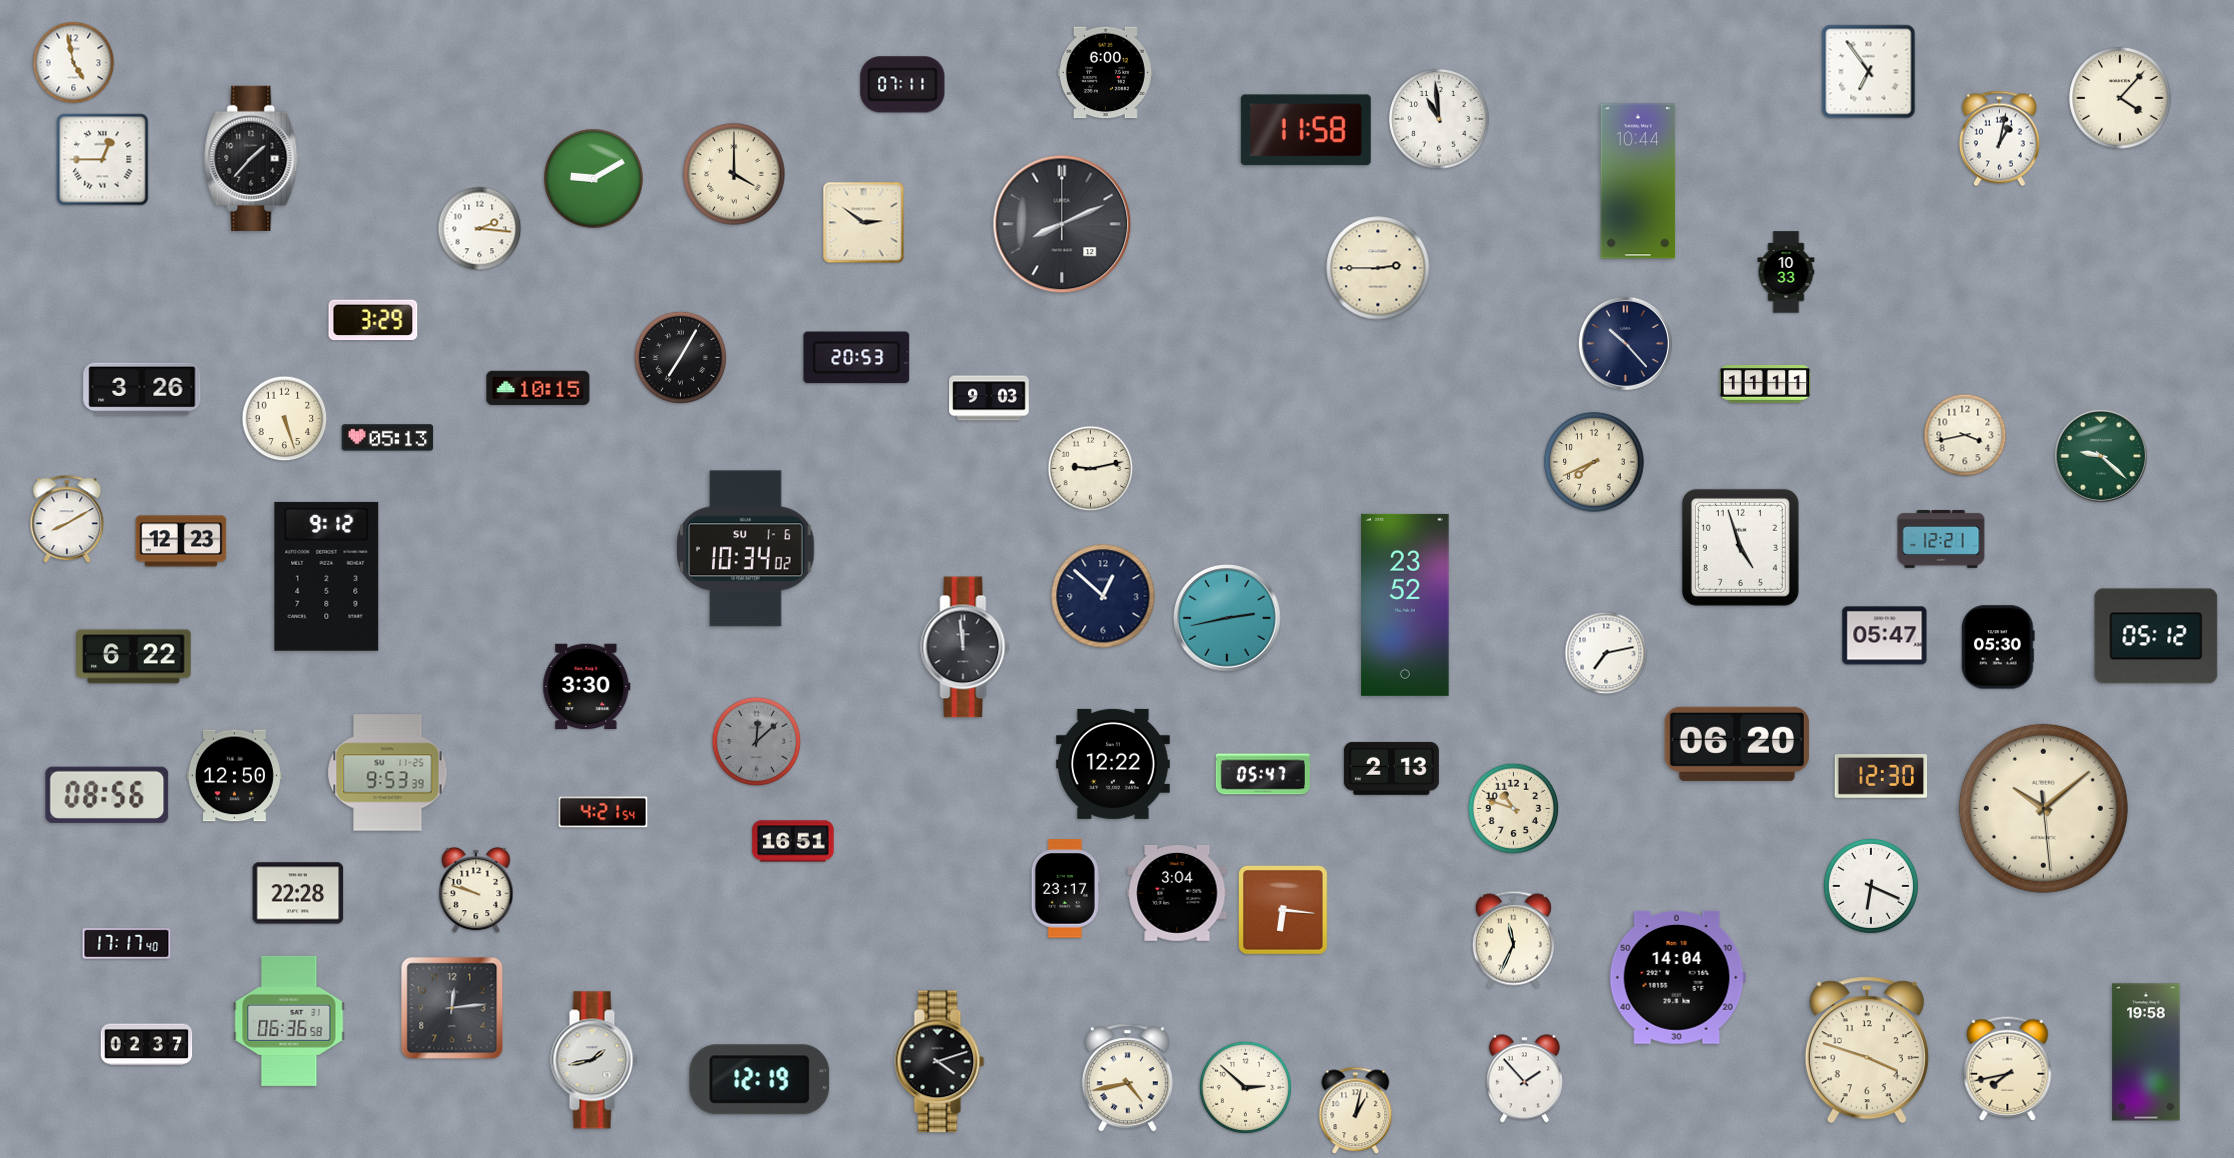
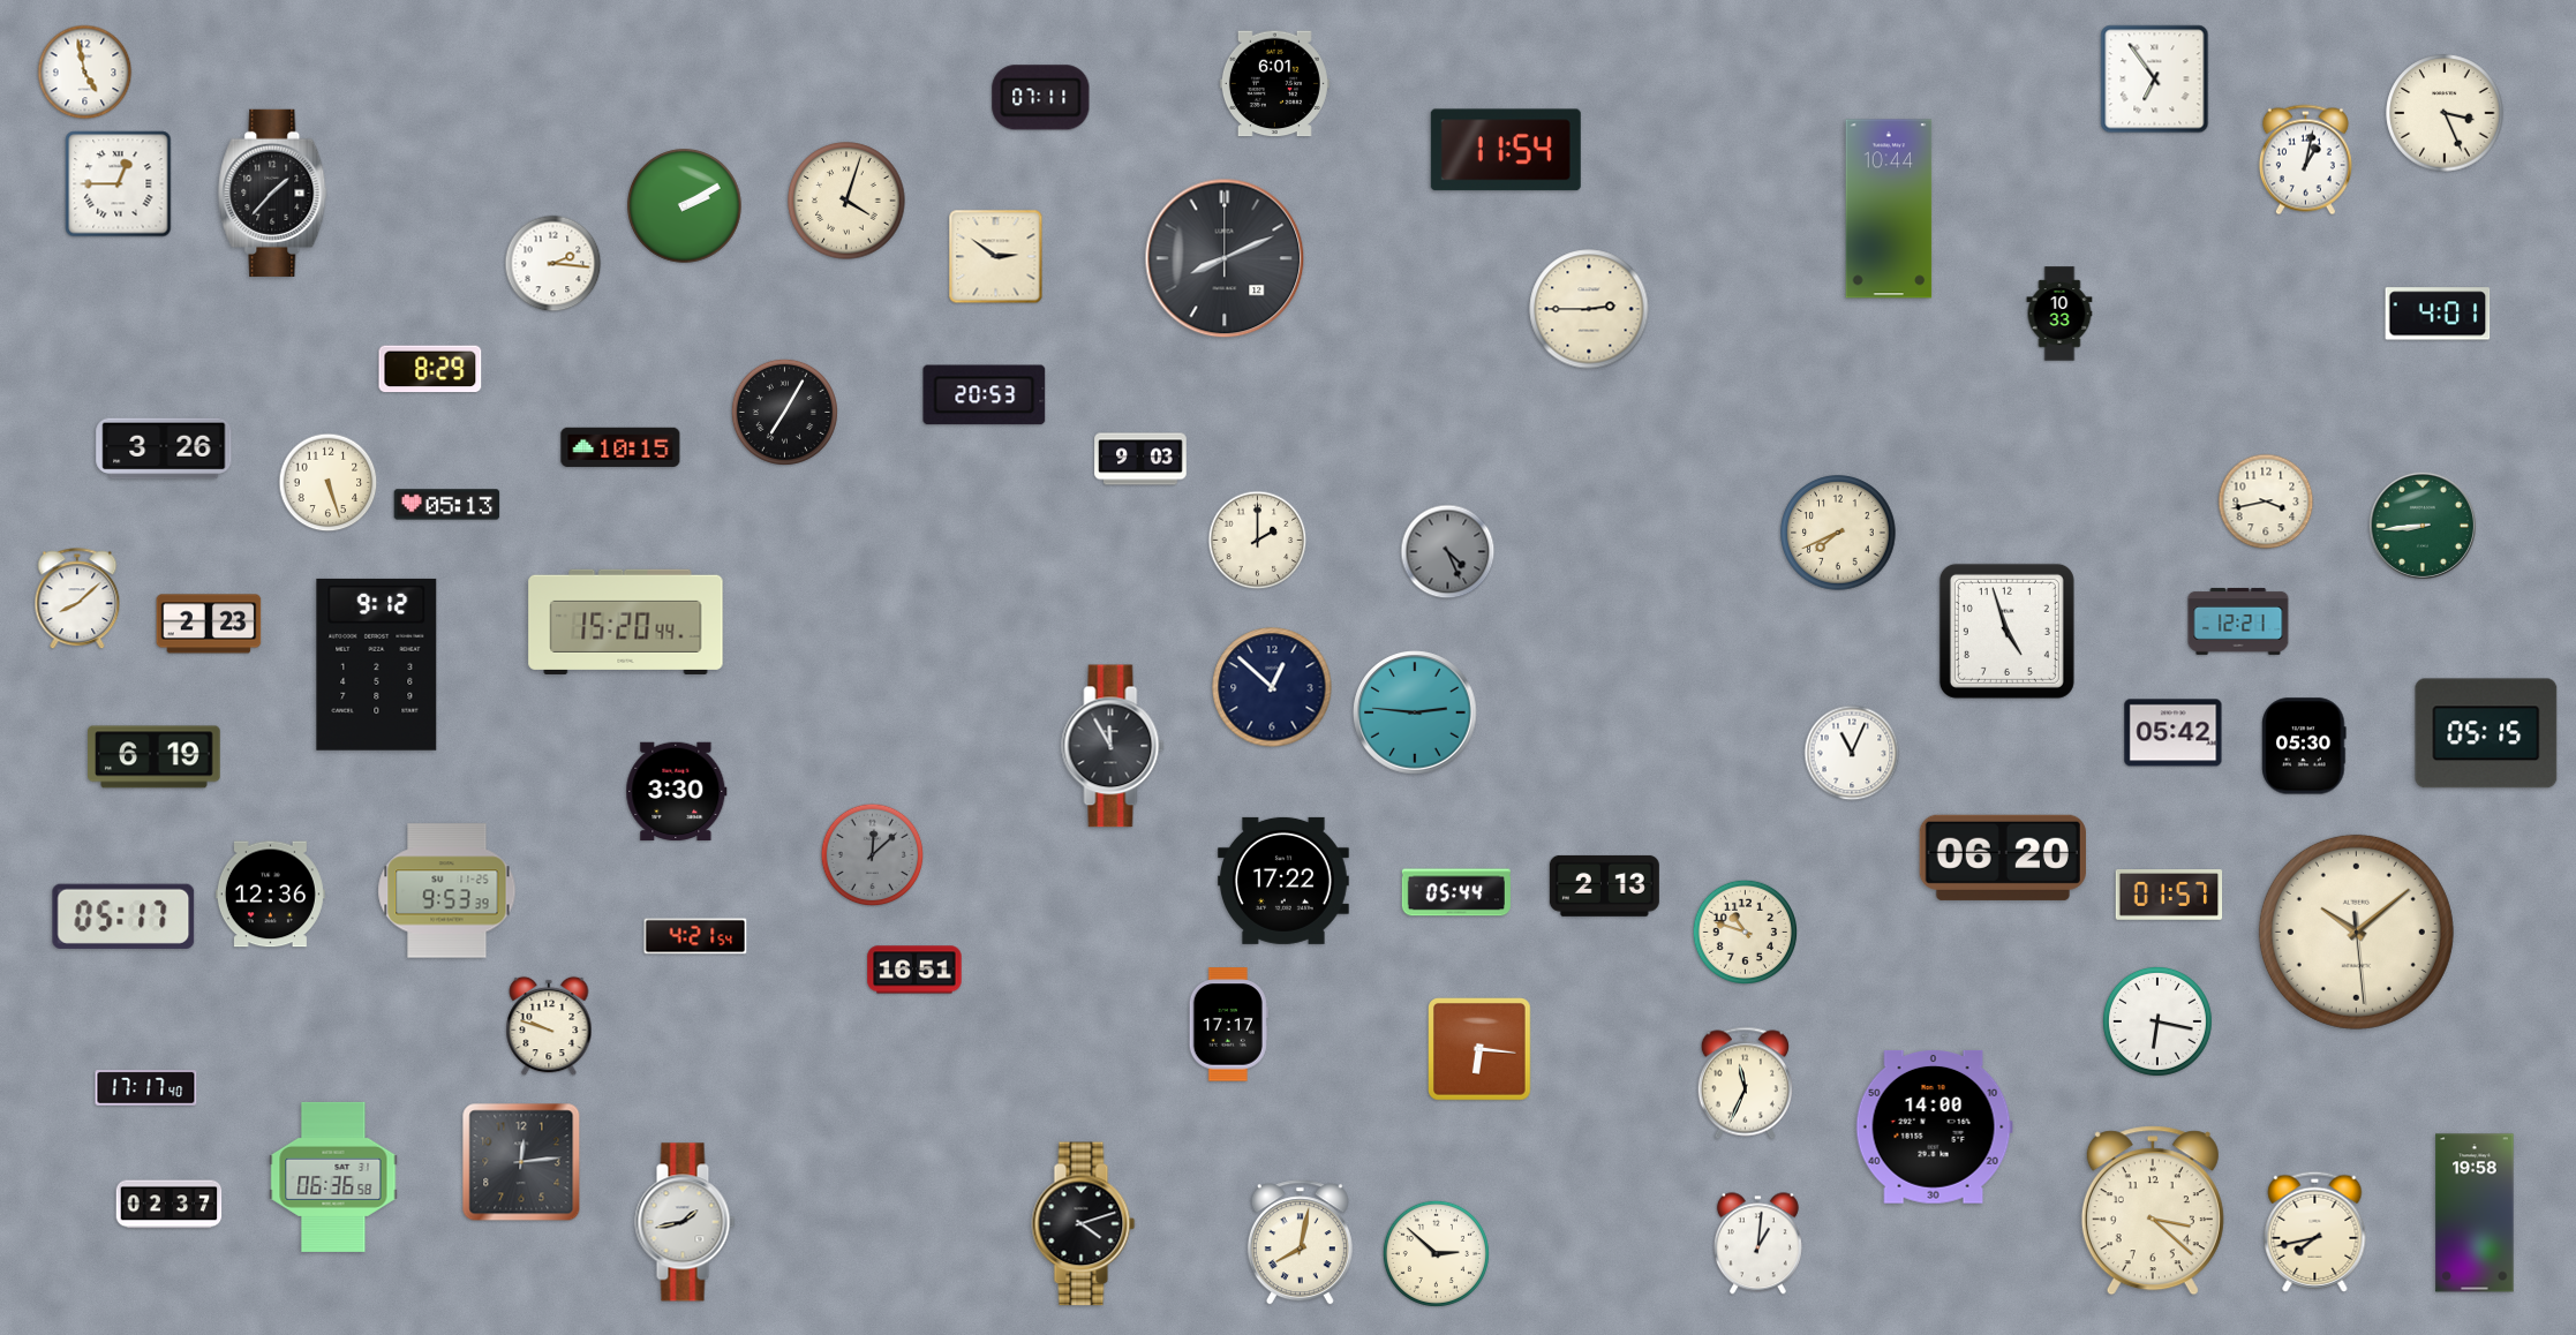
clock at (1869, 72) position: (1869, 72) -> (2155, 80)
clock at (1105, 73): 6:00 -> 6:01
clock at (2120, 98): 4:07 -> 3:26
clock at (1439, 119): 10:59 -> none
clock at (1306, 130): 11:58 -> 11:54
clock at (252, 158) position: (252, 158) -> (273, 193)
clock at (734, 174): 4:00 -> 4:03
clock at (594, 179): 9:10 -> 2:10
clock at (2438, 314): none -> 4:01
clock at (373, 320): 3:29 -> 8:29
clock at (1625, 343): 10:23 -> none
clock at (857, 358) position: (857, 358) -> (985, 395)
clock at (1765, 385): 11:11 -> none
clock at (2101, 456): 9:22 -> 8:44
clock at (1091, 469): 9:13 -> 2:00
clock at (1448, 552): none -> 4:26
clock at (67, 520): 8:10 -> 8:08
clock at (626, 621): none -> 15:20
clock at (181, 541): 12:23 -> 2:23
clock at (746, 549): 10:34 -> none
clock at (1405, 605): 23:52 -> none
clock at (1227, 618): 2:43 -> 2:46
clock at (1885, 636): 05:47 -> 05:42
clock at (2156, 636): 05:12 -> 05:15
clock at (965, 647): 11:59 -> 11:55
clock at (1606, 653): 7:13 -> 11:04
clock at (134, 657): 6:22 -> 6:19
clock at (1113, 764): 12:22 -> 17:22
clock at (1263, 774): 05:47 -> 05:44
clock at (234, 776): 12:50 -> 12:36
clock at (1881, 777): 12:30 -> 01:57
clock at (107, 795): 08:56 -> 05:17
clock at (1871, 886): 6:19 -> 6:17
clock at (1065, 889): 23:17 -> 17:17
clock at (298, 893): 22:28 -> none
clock at (1177, 893): 3:04 -> none
clock at (1677, 978): 14:04 -> 14:00
clock at (1867, 1050): 3:48 -> 3:22
clock at (1127, 1078): 4:43 -> 8:02
clock at (1524, 1079): 1:53 -> 1:01
clock at (760, 1080): 12:19 -> none
clock at (1356, 1111): 1:02 -> none
